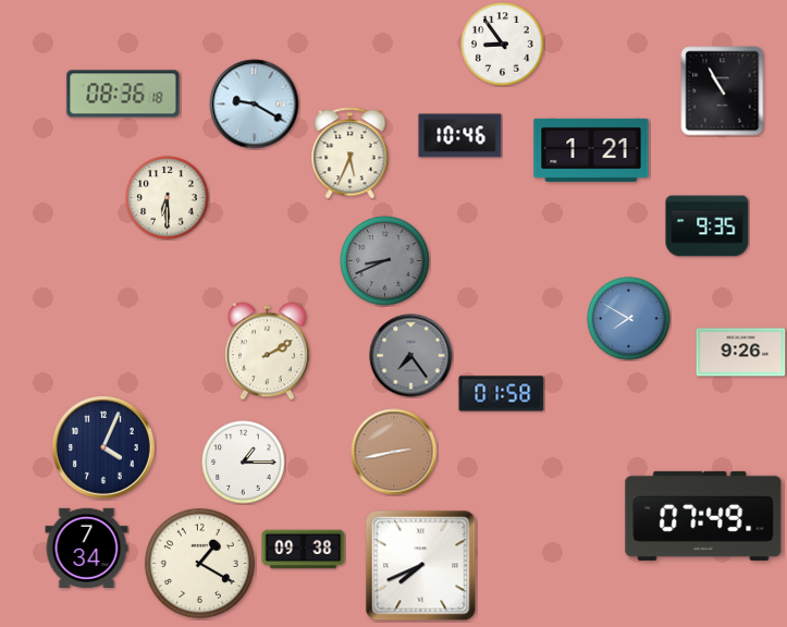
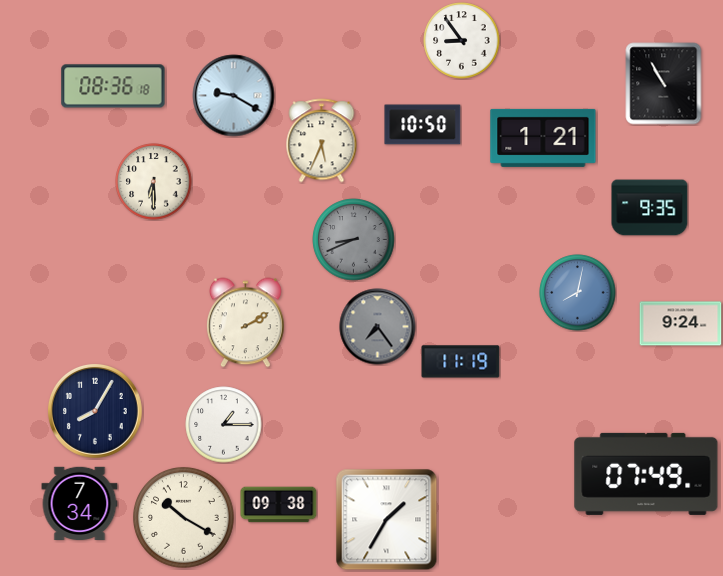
clock at (460, 136): 10:46 -> 10:50
clock at (629, 319): 7:50 -> 8:02
clock at (741, 353): 9:26 -> 9:24
clock at (502, 394): 01:58 -> 11:19
clock at (104, 448): 4:04 -> 8:05
clock at (394, 452): 2:43 -> none
clock at (200, 564): 1:20 -> 10:20
clock at (421, 566): 7:41 -> 1:35
